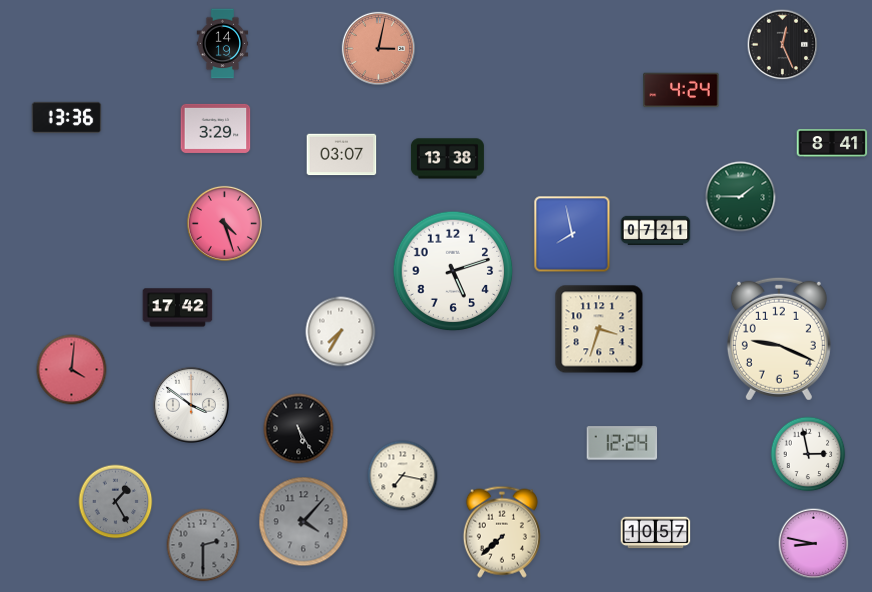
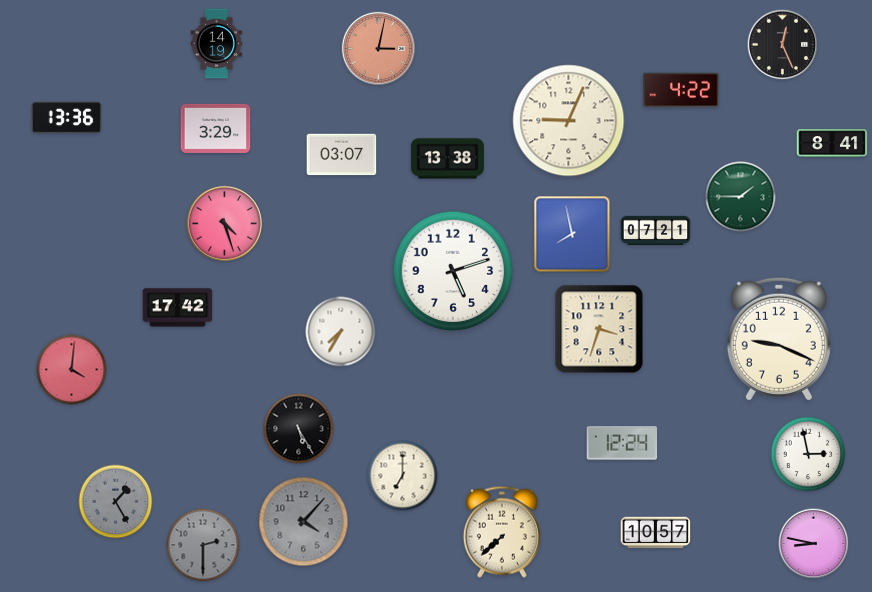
clock at (223, 44) position: (223, 44) -> (217, 44)
clock at (681, 90): 4:24 -> 4:22
clock at (569, 121): none -> 9:04
clock at (191, 405): 3:51 -> none
clock at (403, 476): 7:17 -> 7:00
